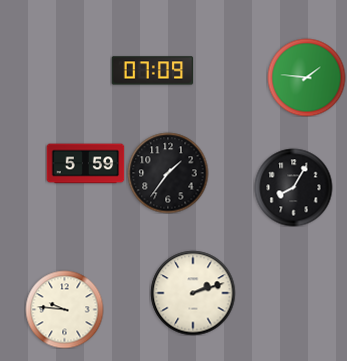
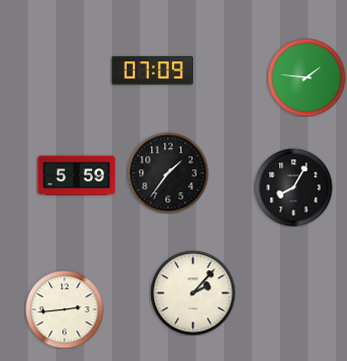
clock at (85, 164) position: (85, 164) -> (76, 176)
clock at (193, 293): 2:12 -> 2:07
clock at (64, 309): 9:46 -> 2:44
